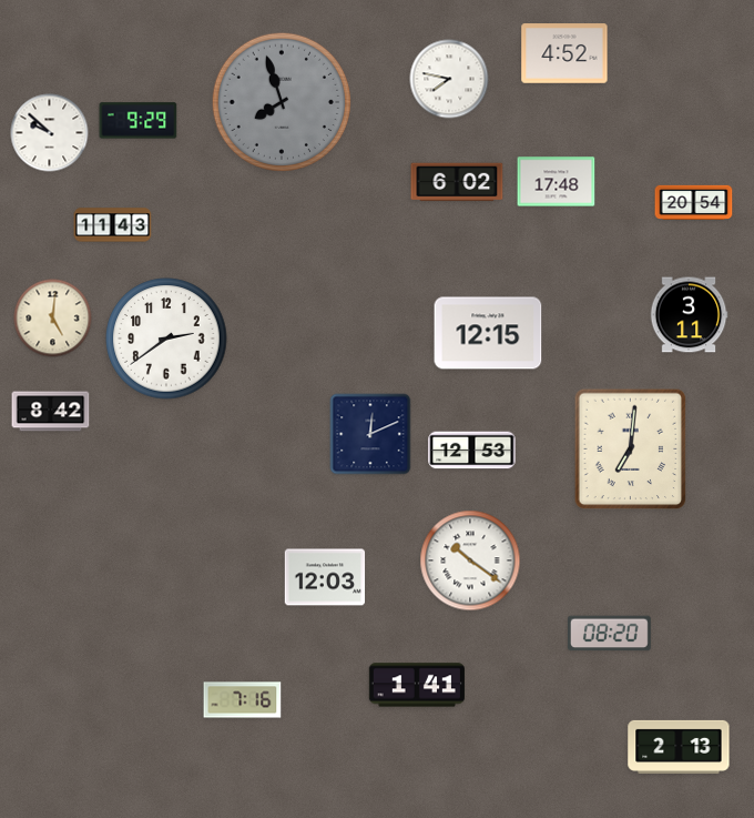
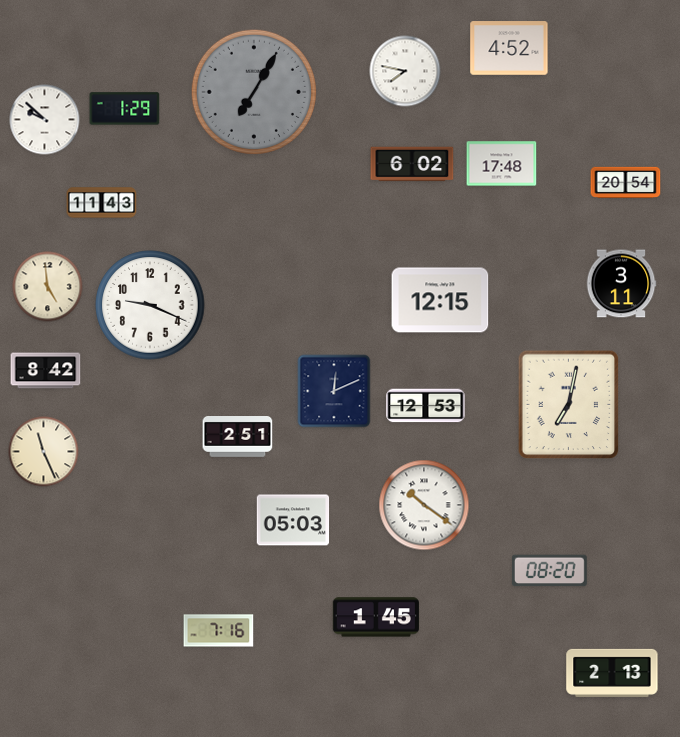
clock at (282, 102): 7:57 -> 7:05
clock at (139, 121): 9:29 -> 1:29
clock at (53, 319): 5:01 -> 4:59
clock at (166, 339): 2:39 -> 9:19
clock at (631, 450): 7:01 -> 7:02
clock at (238, 437): none -> 2:51
clock at (44, 452): none -> 11:26
clock at (325, 577): 12:03 -> 05:03
clock at (417, 685): 1:41 -> 1:45
